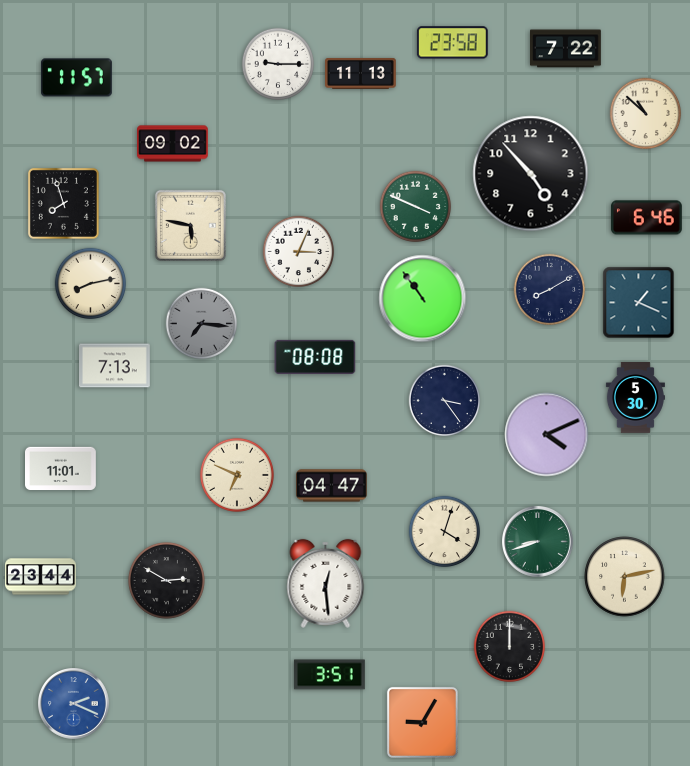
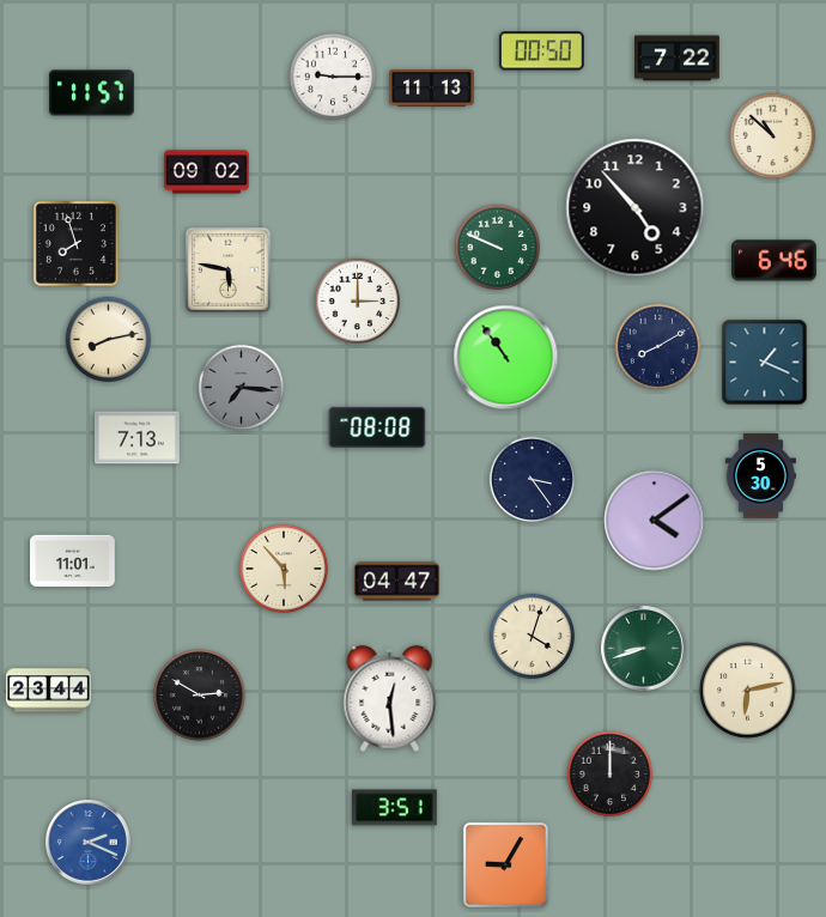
clock at (452, 43): 23:58 -> 00:50
clock at (416, 207): 3:49 -> 9:49
clock at (299, 252): 3:04 -> 3:00
clock at (547, 435): 4:11 -> 4:09
clock at (237, 475): 6:49 -> 5:53
